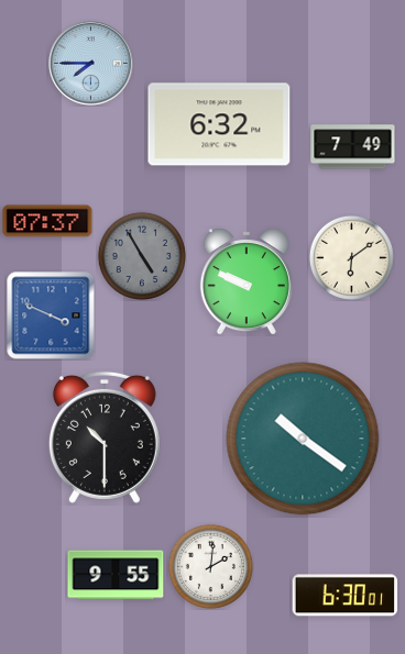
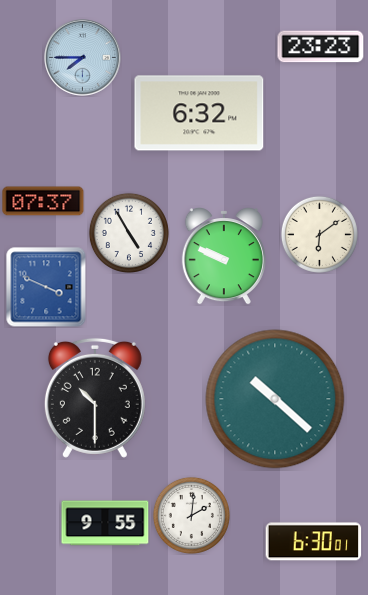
clock at (321, 47): none -> 23:23
clock at (353, 147): 7:49 -> none
clock at (142, 256) dial: grey -> white
clock at (303, 439): 10:21 -> 10:22
